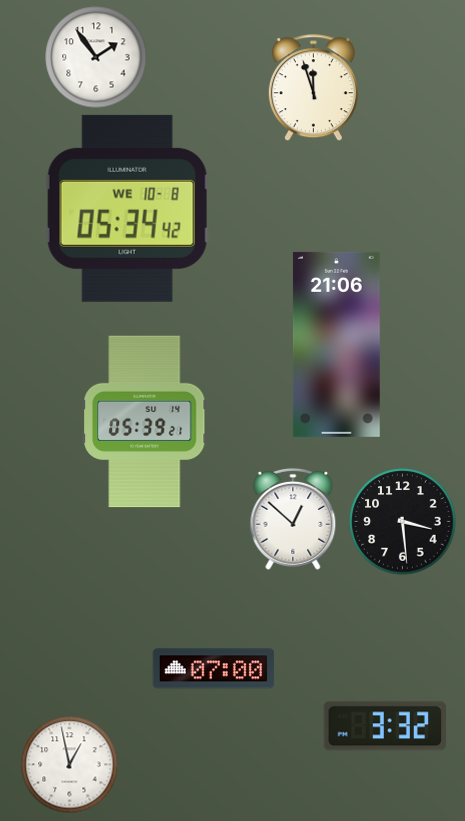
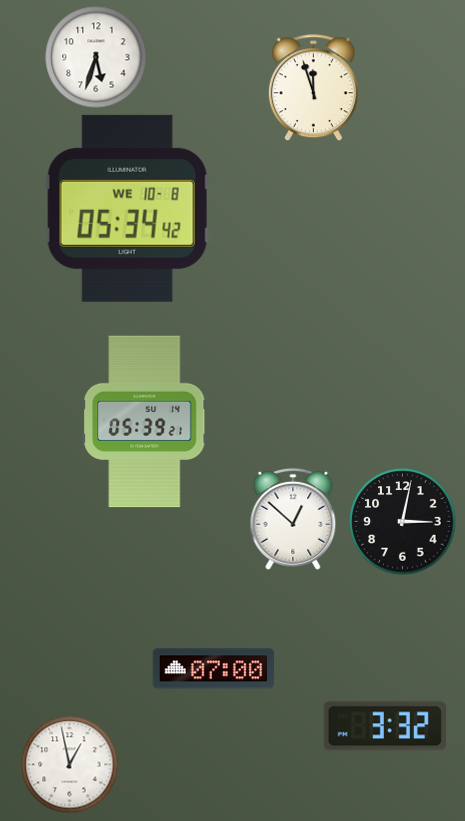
clock at (96, 57): 1:54 -> 5:33
clock at (336, 344): 21:06 -> none
clock at (403, 522): 3:29 -> 3:02
